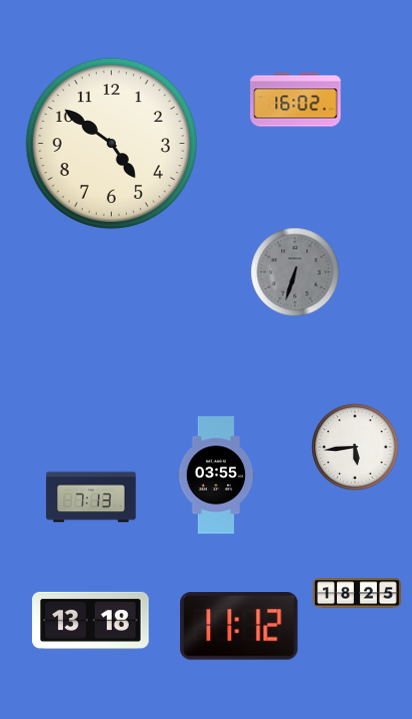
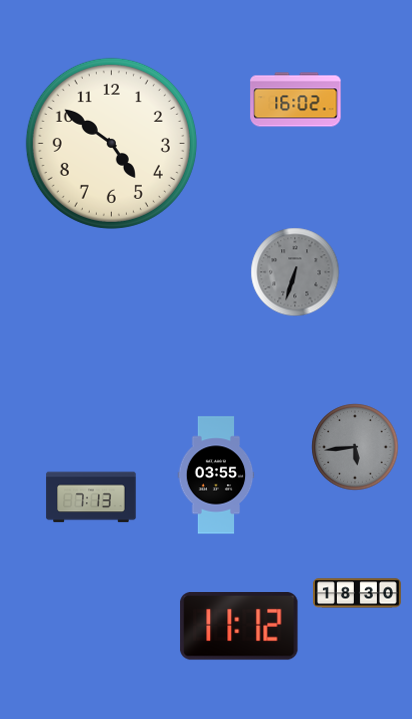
clock at (355, 447) dial: white -> grey
clock at (357, 593): 18:25 -> 18:30
clock at (91, 620): 13:18 -> none
